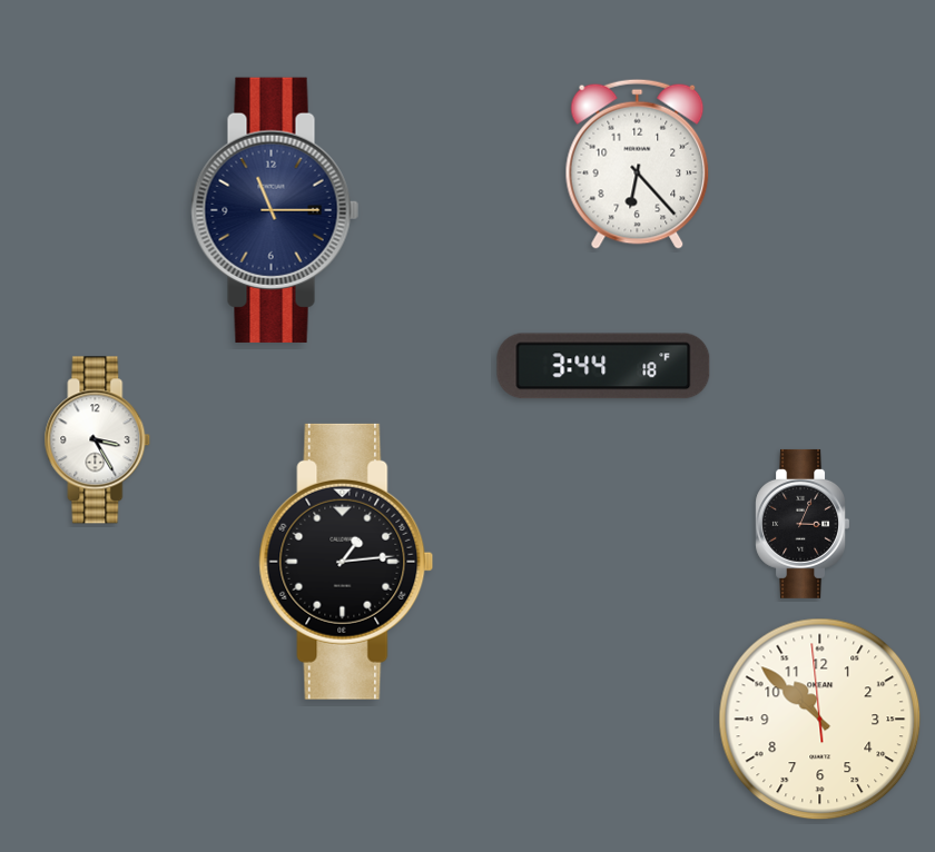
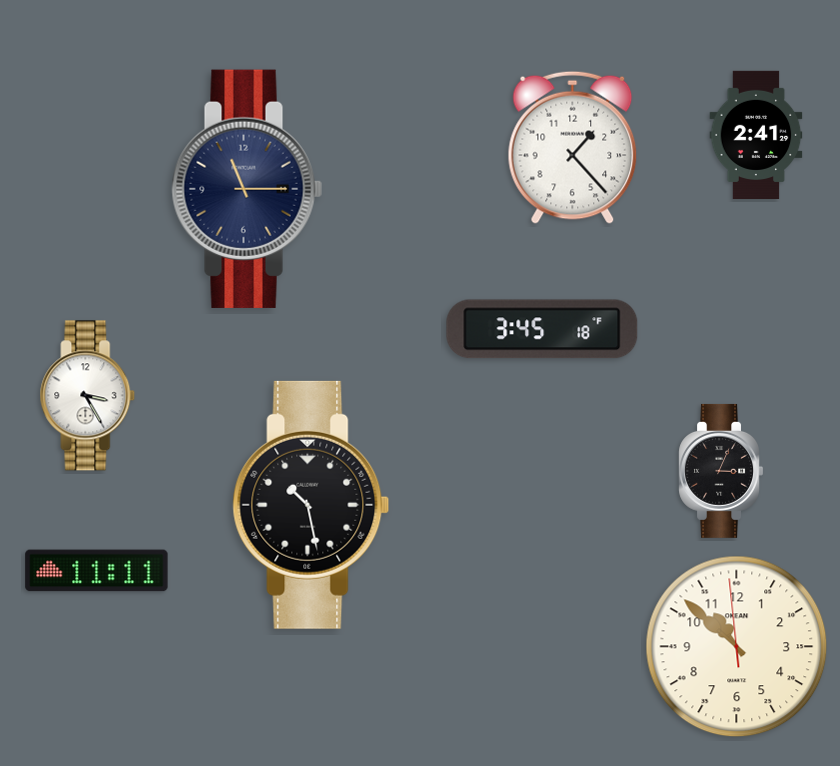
clock at (756, 134): none -> 2:41
clock at (638, 164): 6:23 -> 1:23
clock at (603, 366): 3:44 -> 3:45
clock at (346, 562): 1:14 -> 10:28
clock at (97, 571): none -> 11:11
